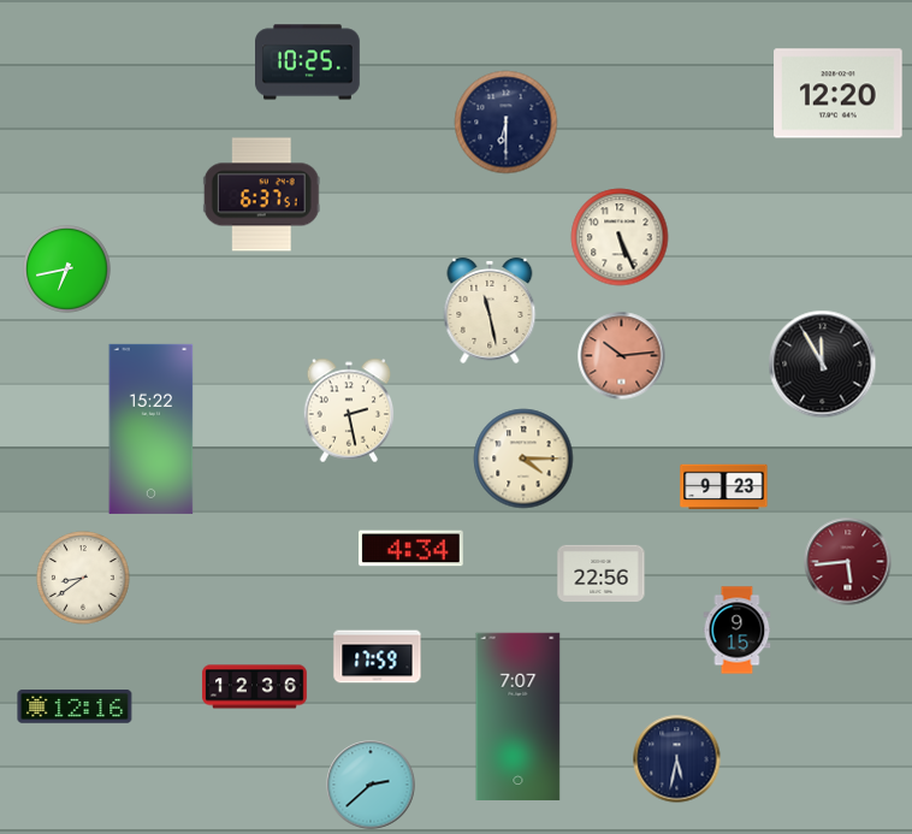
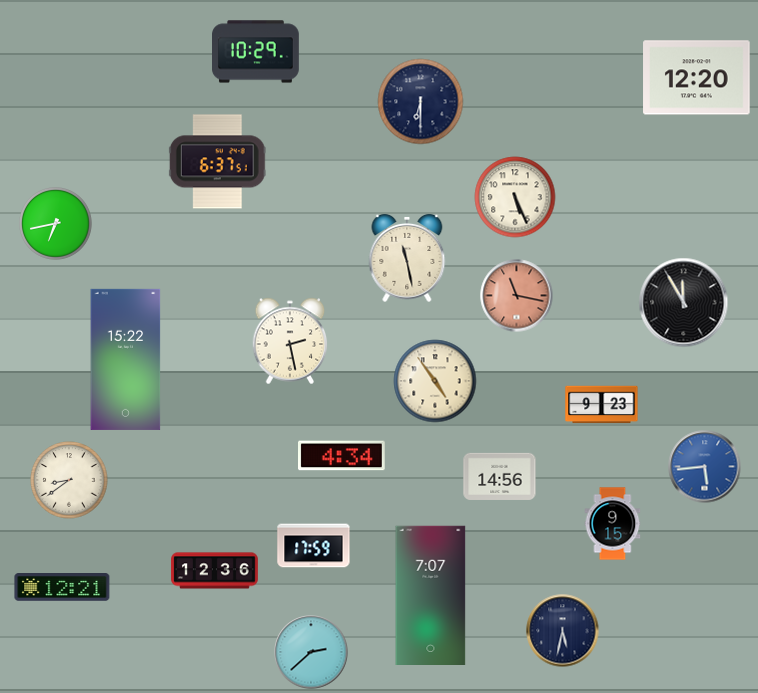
clock at (308, 63): 10:25 -> 10:29
clock at (622, 356): 10:14 -> 11:17
clock at (152, 428) position: (152, 428) -> (126, 359)
clock at (523, 459): 4:15 -> 4:54
clock at (848, 562) dial: burgundy -> blue
clock at (602, 573): 22:56 -> 14:56
clock at (255, 687) position: (255, 687) -> (215, 571)
clock at (75, 706): 12:16 -> 12:21
clock at (371, 785) position: (371, 785) -> (311, 652)
